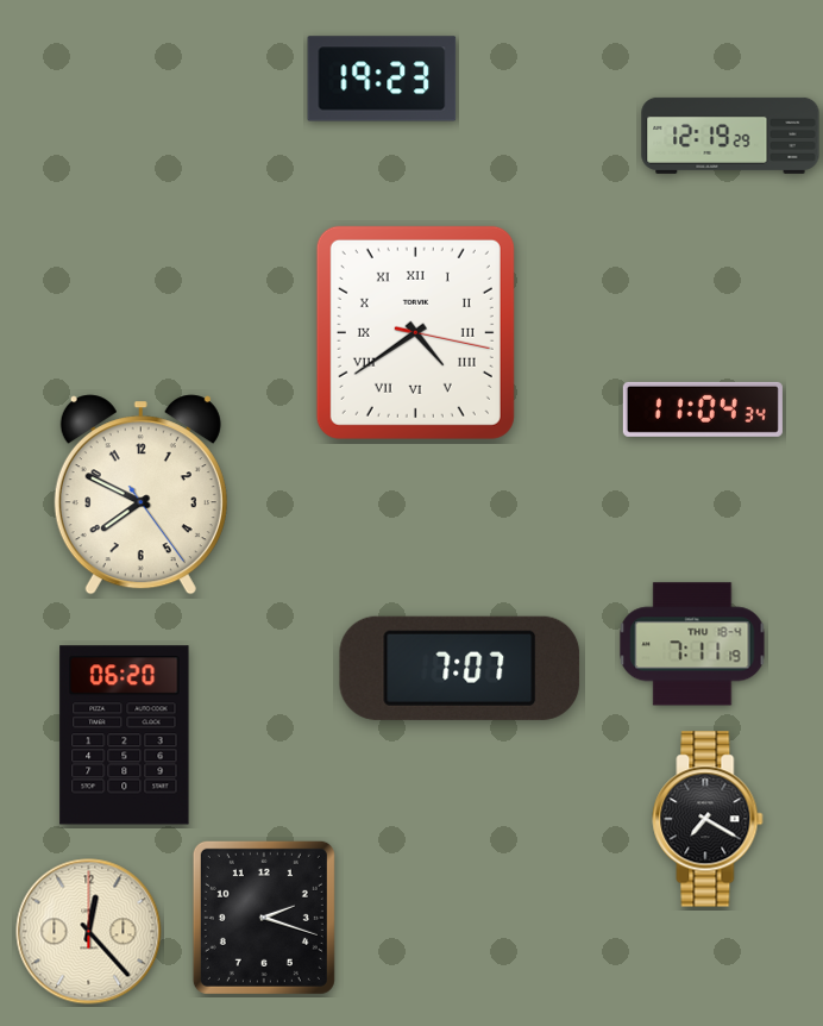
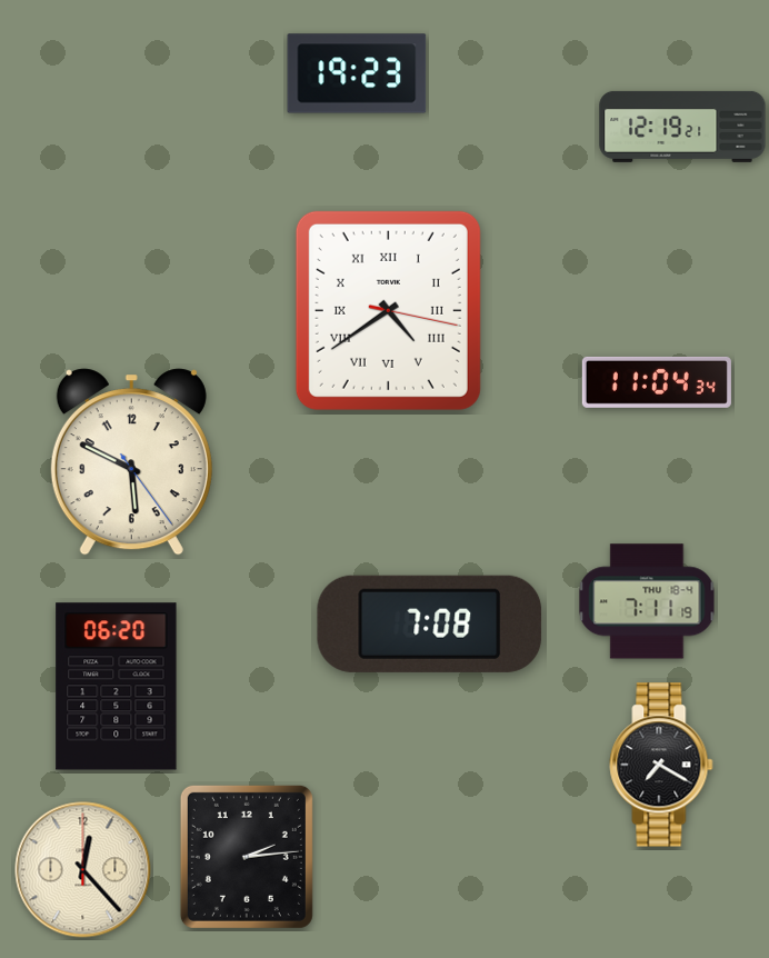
clock at (730, 136): 12:19:29 -> 12:19:21
clock at (140, 495): 7:49 -> 5:49
clock at (460, 668): 7:07 -> 7:08
clock at (264, 918): 2:18 -> 2:14
